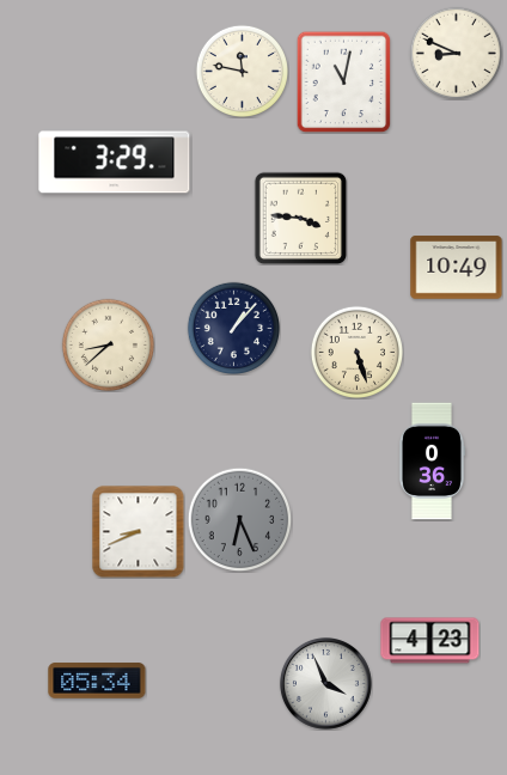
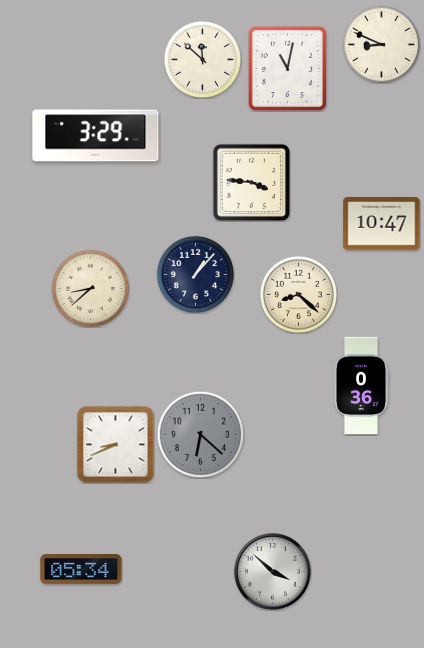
clock at (242, 71): 11:47 -> 11:52
clock at (457, 268): 10:49 -> 10:47
clock at (356, 352): 5:27 -> 8:22
clock at (239, 519): 6:26 -> 6:22
clock at (430, 641): 4:23 -> none
clock at (325, 683): 3:56 -> 3:52
